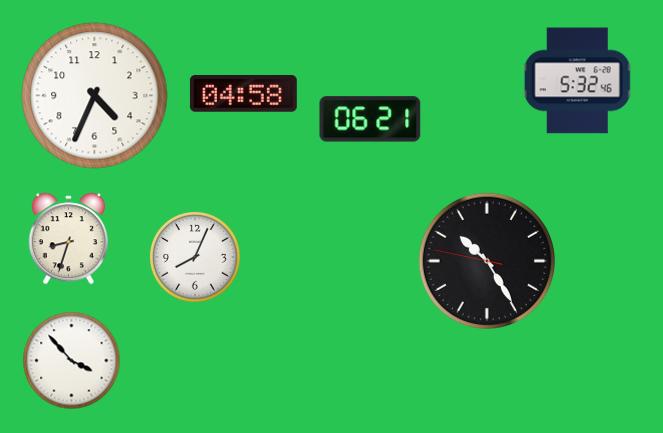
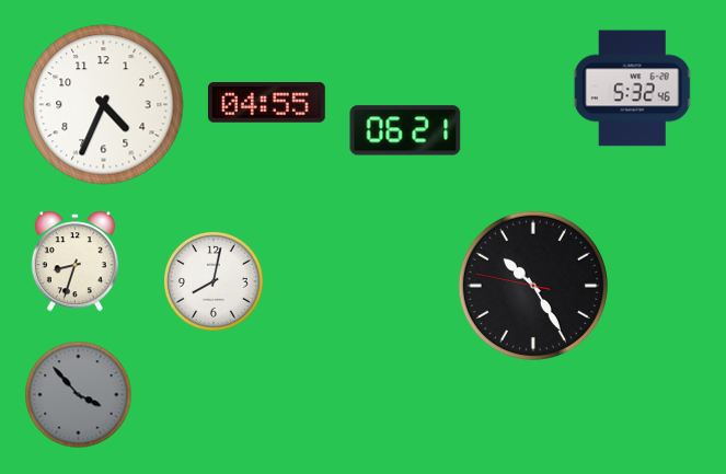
clock at (243, 94): 04:58 -> 04:55
clock at (196, 258): 8:04 -> 8:02
clock at (72, 361) dial: white -> grey
